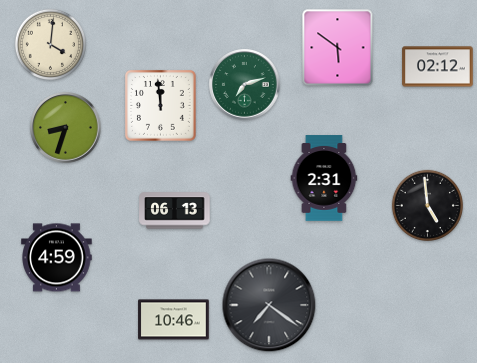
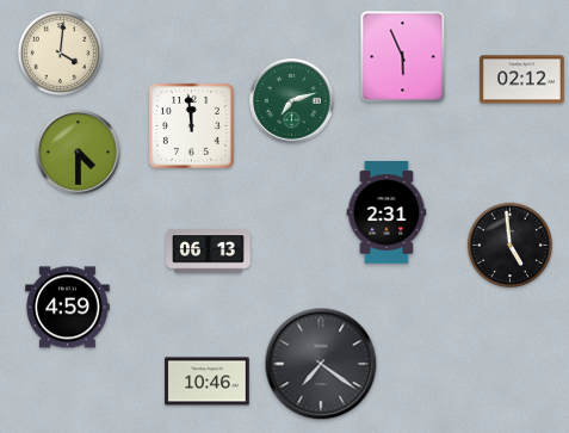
clock at (338, 48): 5:51 -> 5:56
clock at (66, 128): 8:33 -> 4:30
